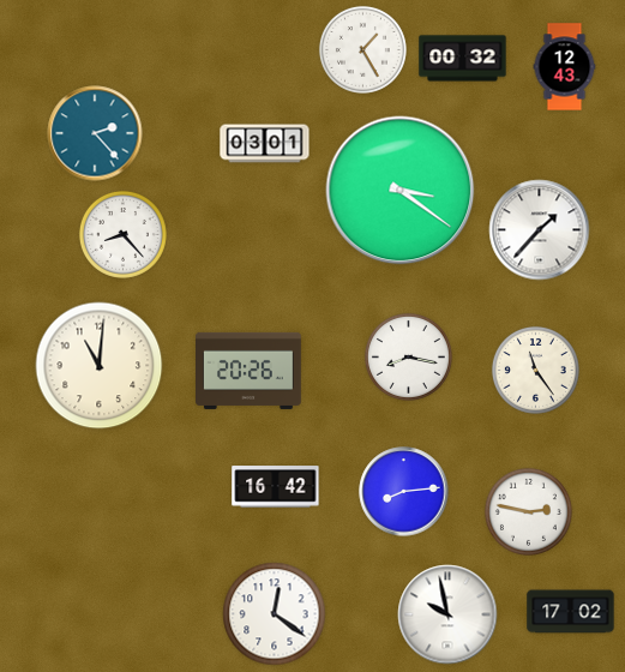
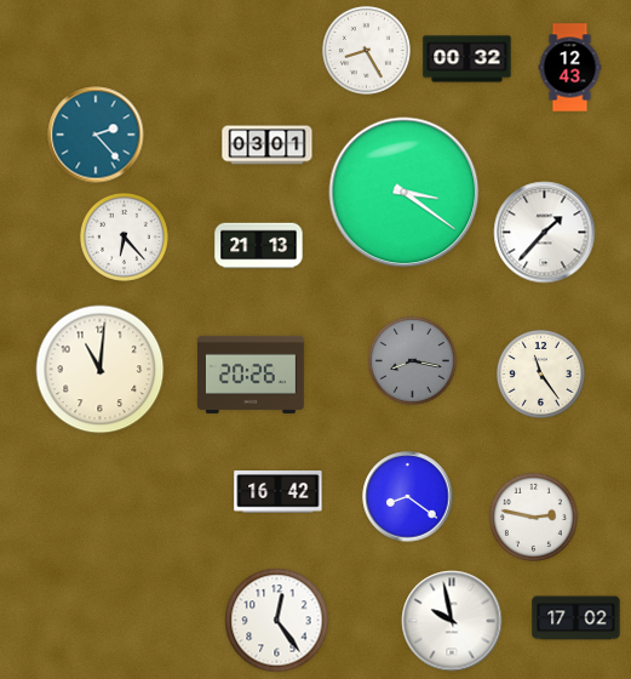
clock at (362, 49): 1:25 -> 8:25
clock at (122, 234): 8:23 -> 6:23
clock at (259, 246): none -> 21:13
clock at (408, 356) dial: white -> grey
clock at (404, 492): 8:14 -> 8:21
clock at (275, 614): 12:21 -> 12:24
